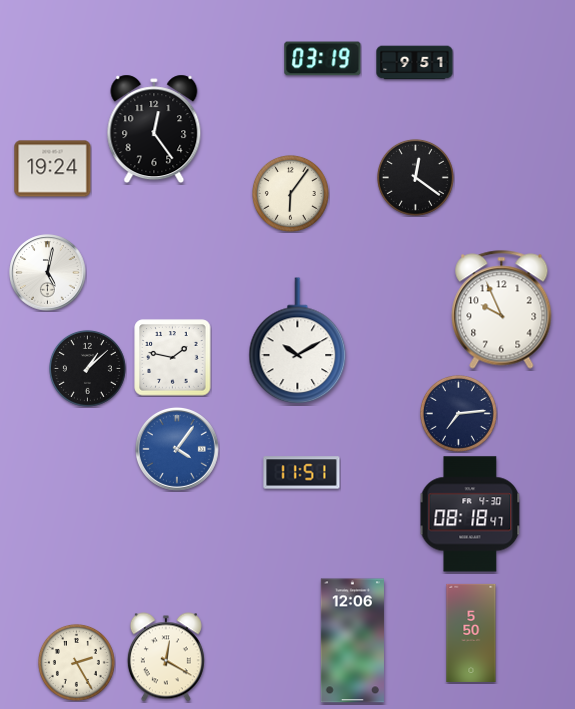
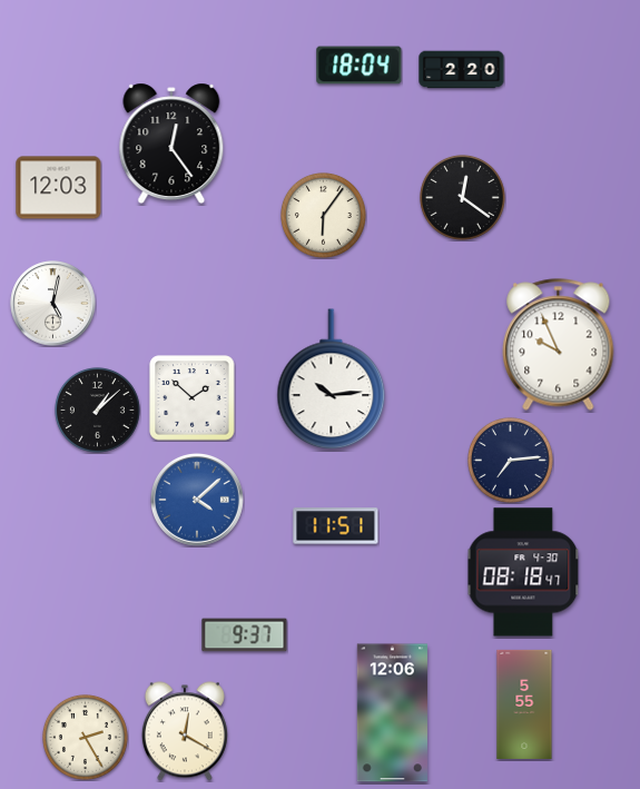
clock at (323, 59): 03:19 -> 18:04
clock at (415, 63): 9:51 -> 2:20
clock at (53, 169): 19:24 -> 12:03
clock at (298, 341): 10:10 -> 10:14
clock at (173, 358): 1:47 -> 1:52
clock at (177, 449): 4:06 -> 4:08
clock at (245, 635): none -> 9:37
clock at (471, 633): 5:50 -> 5:55
